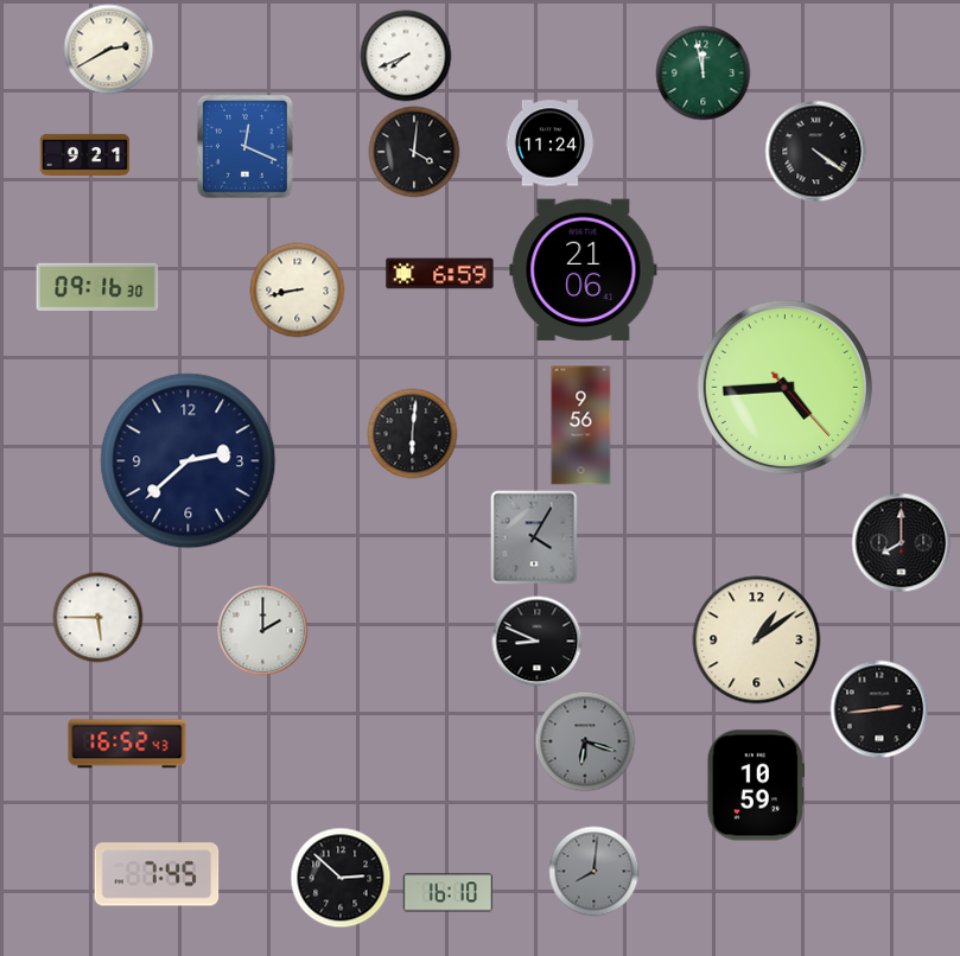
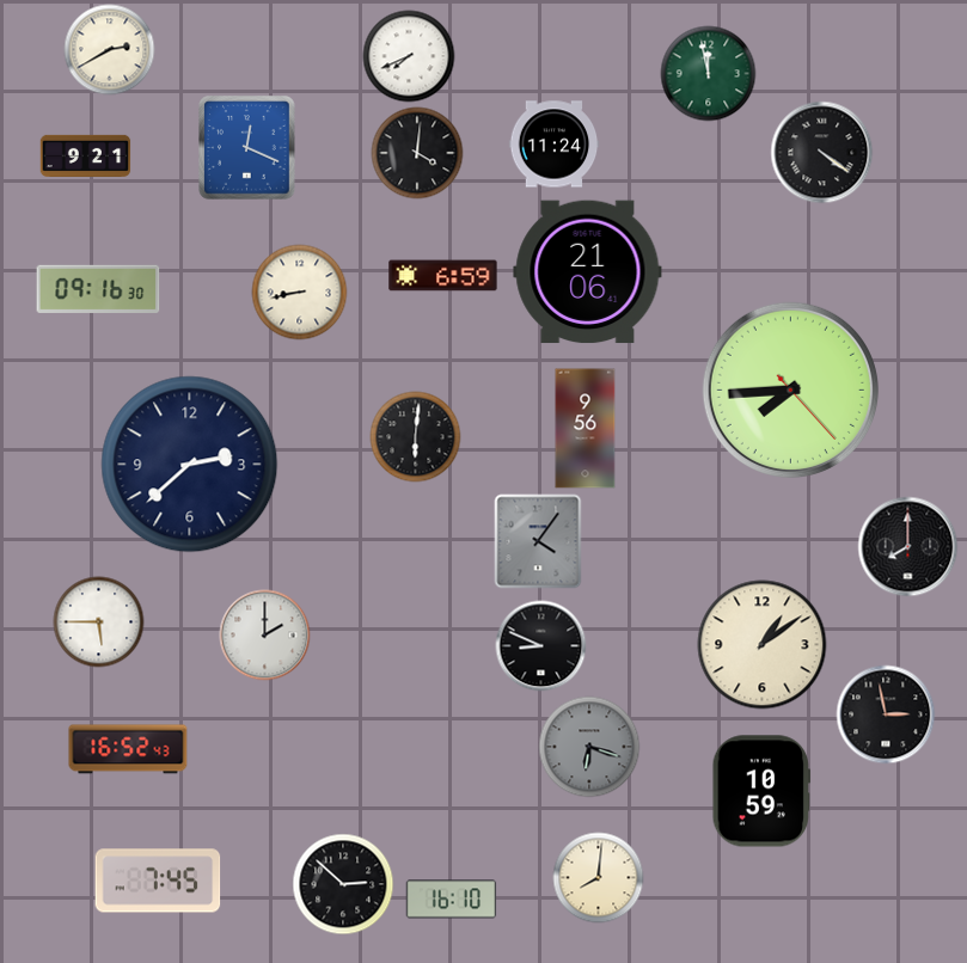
clock at (784, 387): 4:44 -> 7:44
clock at (534, 537): 4:05 -> 4:06
clock at (879, 709): 2:44 -> 2:58
clock at (595, 872) dial: grey -> cream
